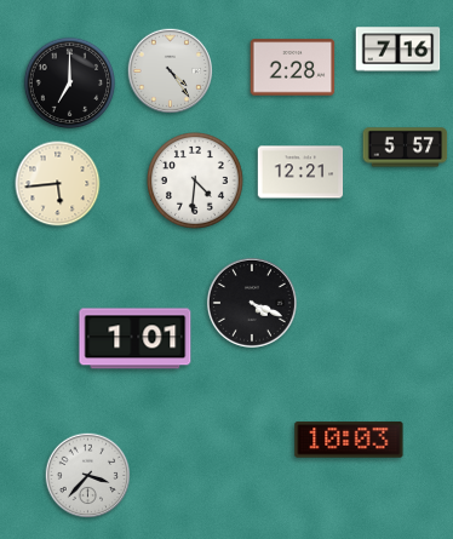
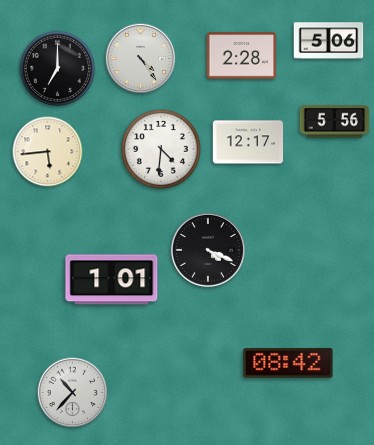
clock at (398, 50): 7:16 -> 5:06
clock at (406, 148): 5:57 -> 5:56
clock at (300, 172): 12:21 -> 12:17
clock at (349, 440): 10:03 -> 08:42
clock at (88, 476): 3:37 -> 10:37
